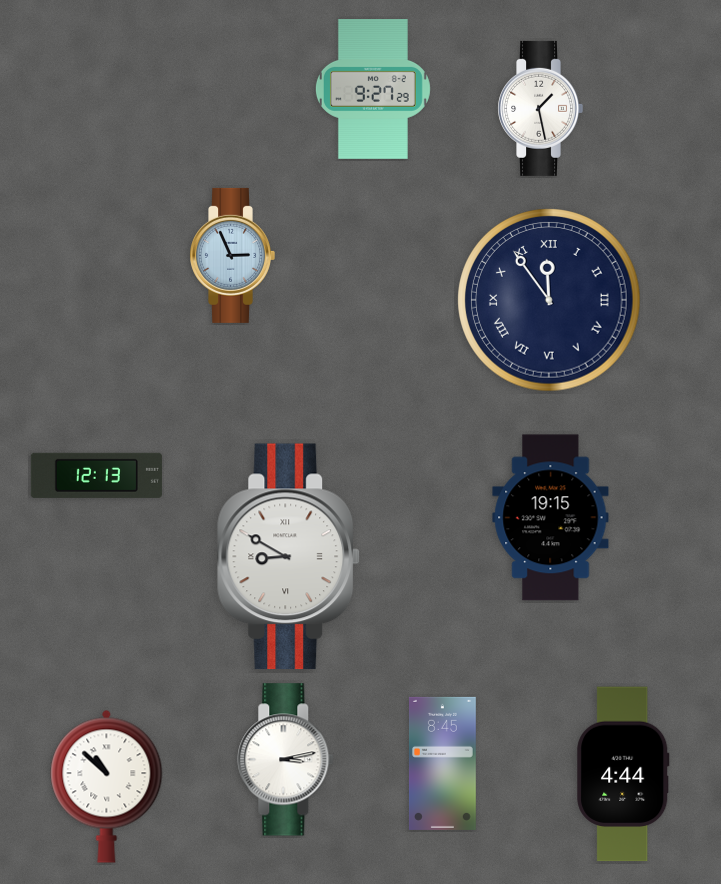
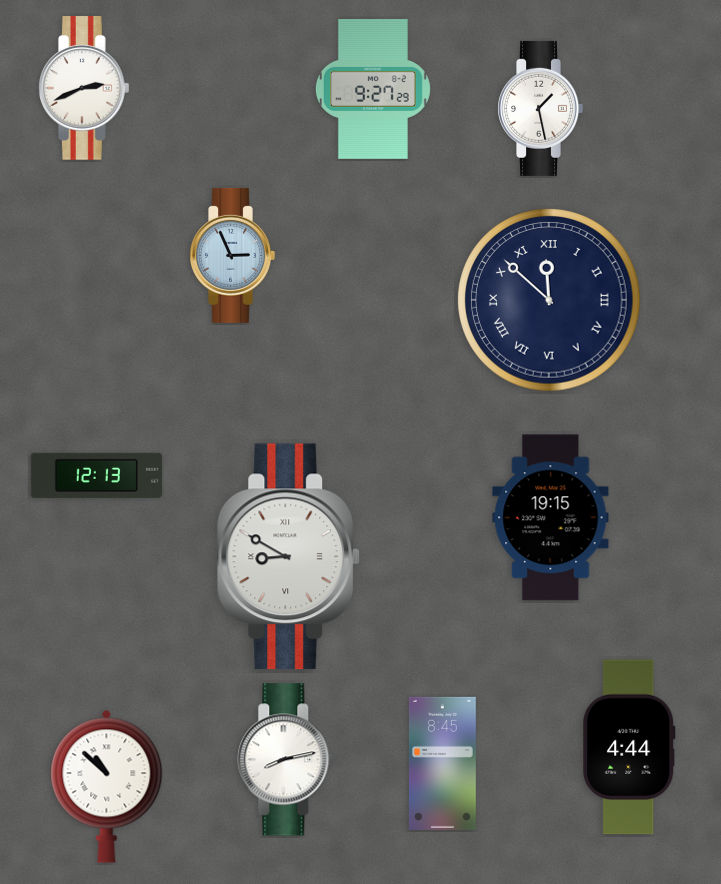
clock at (85, 88): none -> 2:41
clock at (549, 300): 11:54 -> 11:52
clock at (286, 760): 3:13 -> 8:13
clock at (623, 774) position: (623, 774) -> (629, 747)
